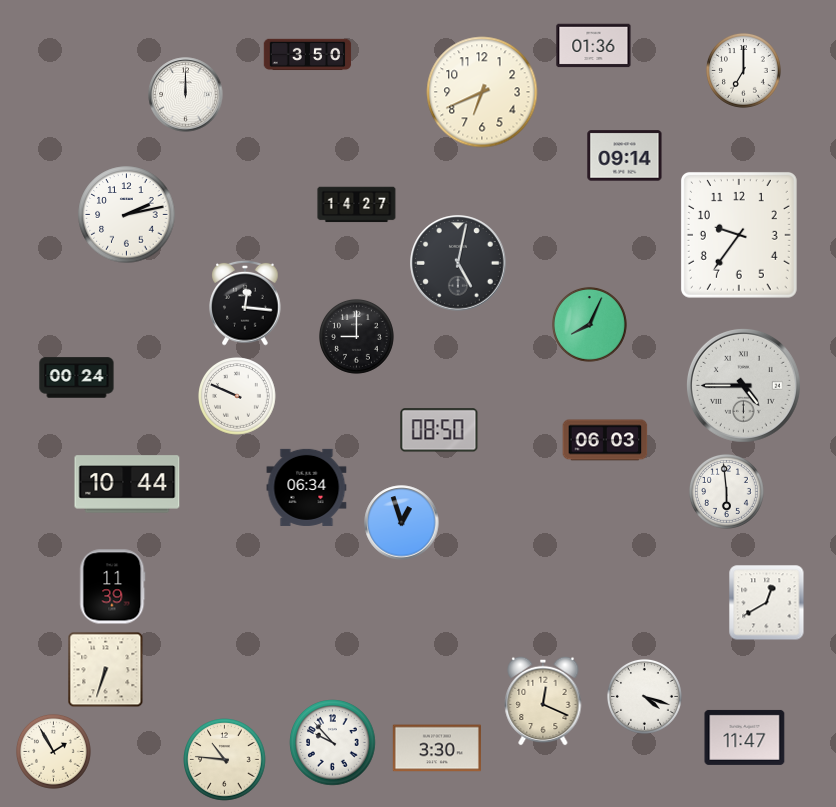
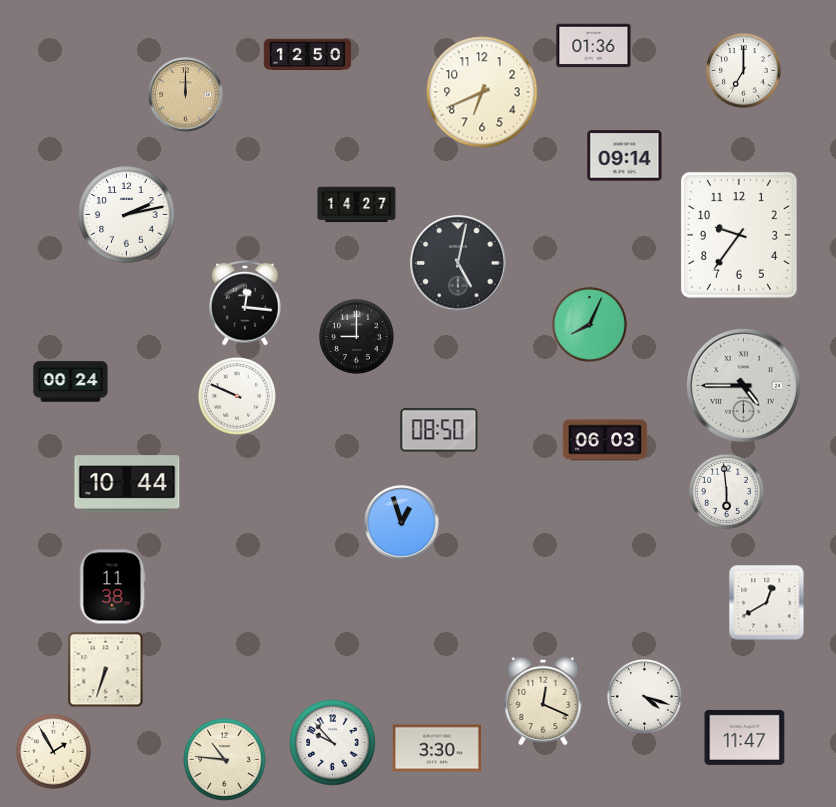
clock at (308, 55): 3:50 -> 12:50
clock at (186, 95) dial: white -> champagne
clock at (77, 378) position: (77, 378) -> (71, 382)
clock at (307, 487): 06:34 -> none
clock at (113, 587): 11:39 -> 11:38
